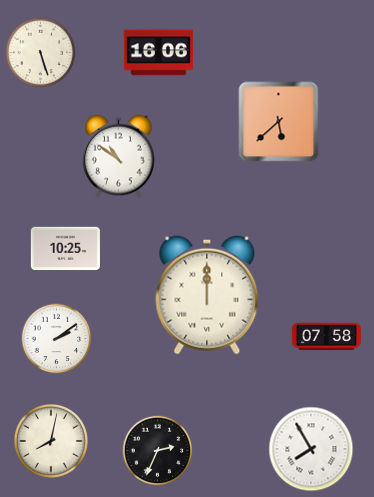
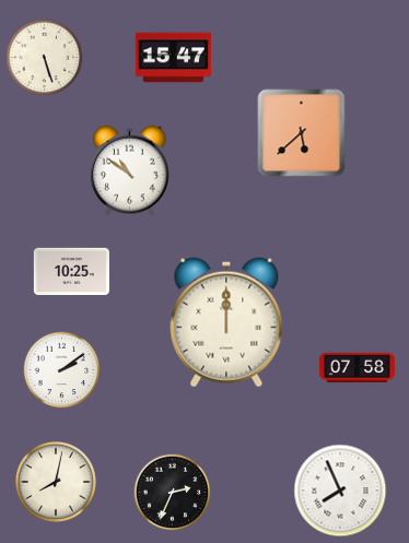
clock at (158, 53): 16:06 -> 15:47
clock at (279, 122) position: (279, 122) -> (302, 133)
clock at (311, 449): 7:55 -> 7:56
